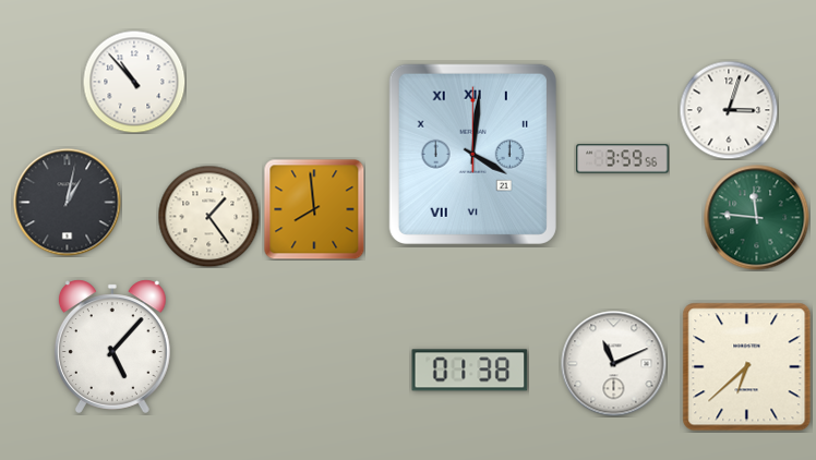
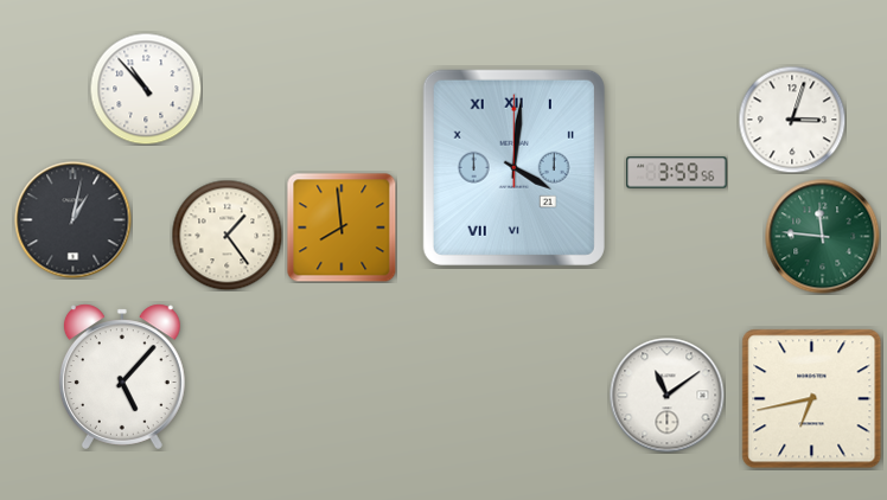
clock at (614, 364): 11:11 -> 11:09
clock at (747, 367): 6:38 -> 6:43
clock at (470, 371): 01:38 -> none
